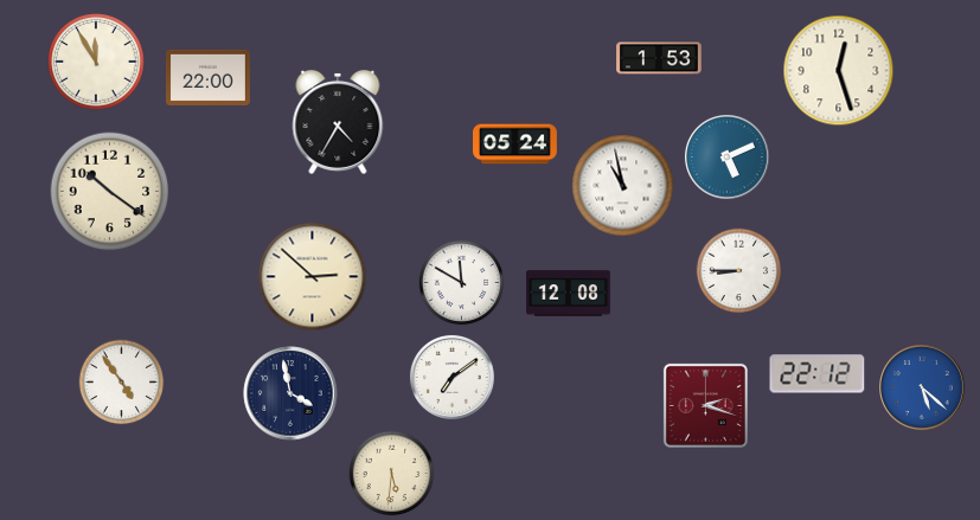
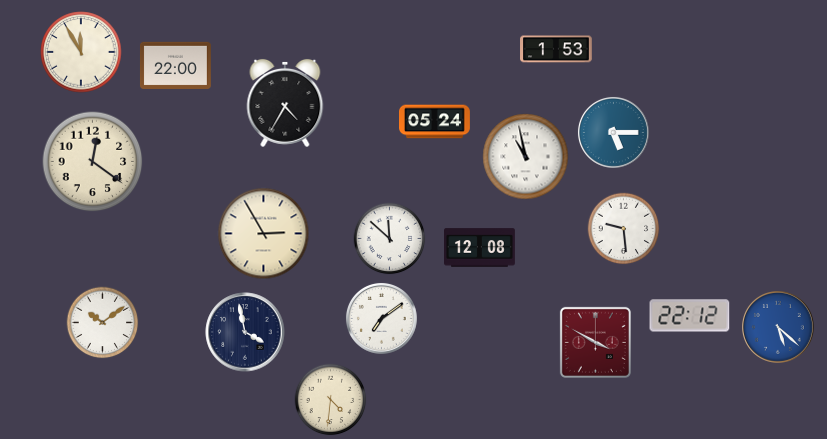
clock at (839, 71): 12:27 -> none
clock at (726, 156): 5:11 -> 5:15
clock at (110, 192): 10:21 -> 12:21
clock at (739, 271): 8:45 -> 9:29
clock at (313, 277): 2:52 -> 2:55
clock at (462, 283): 11:50 -> 11:52
clock at (122, 383): 4:54 -> 10:09
clock at (705, 405): 2:18 -> 3:50
clock at (392, 474): 5:31 -> 4:31
